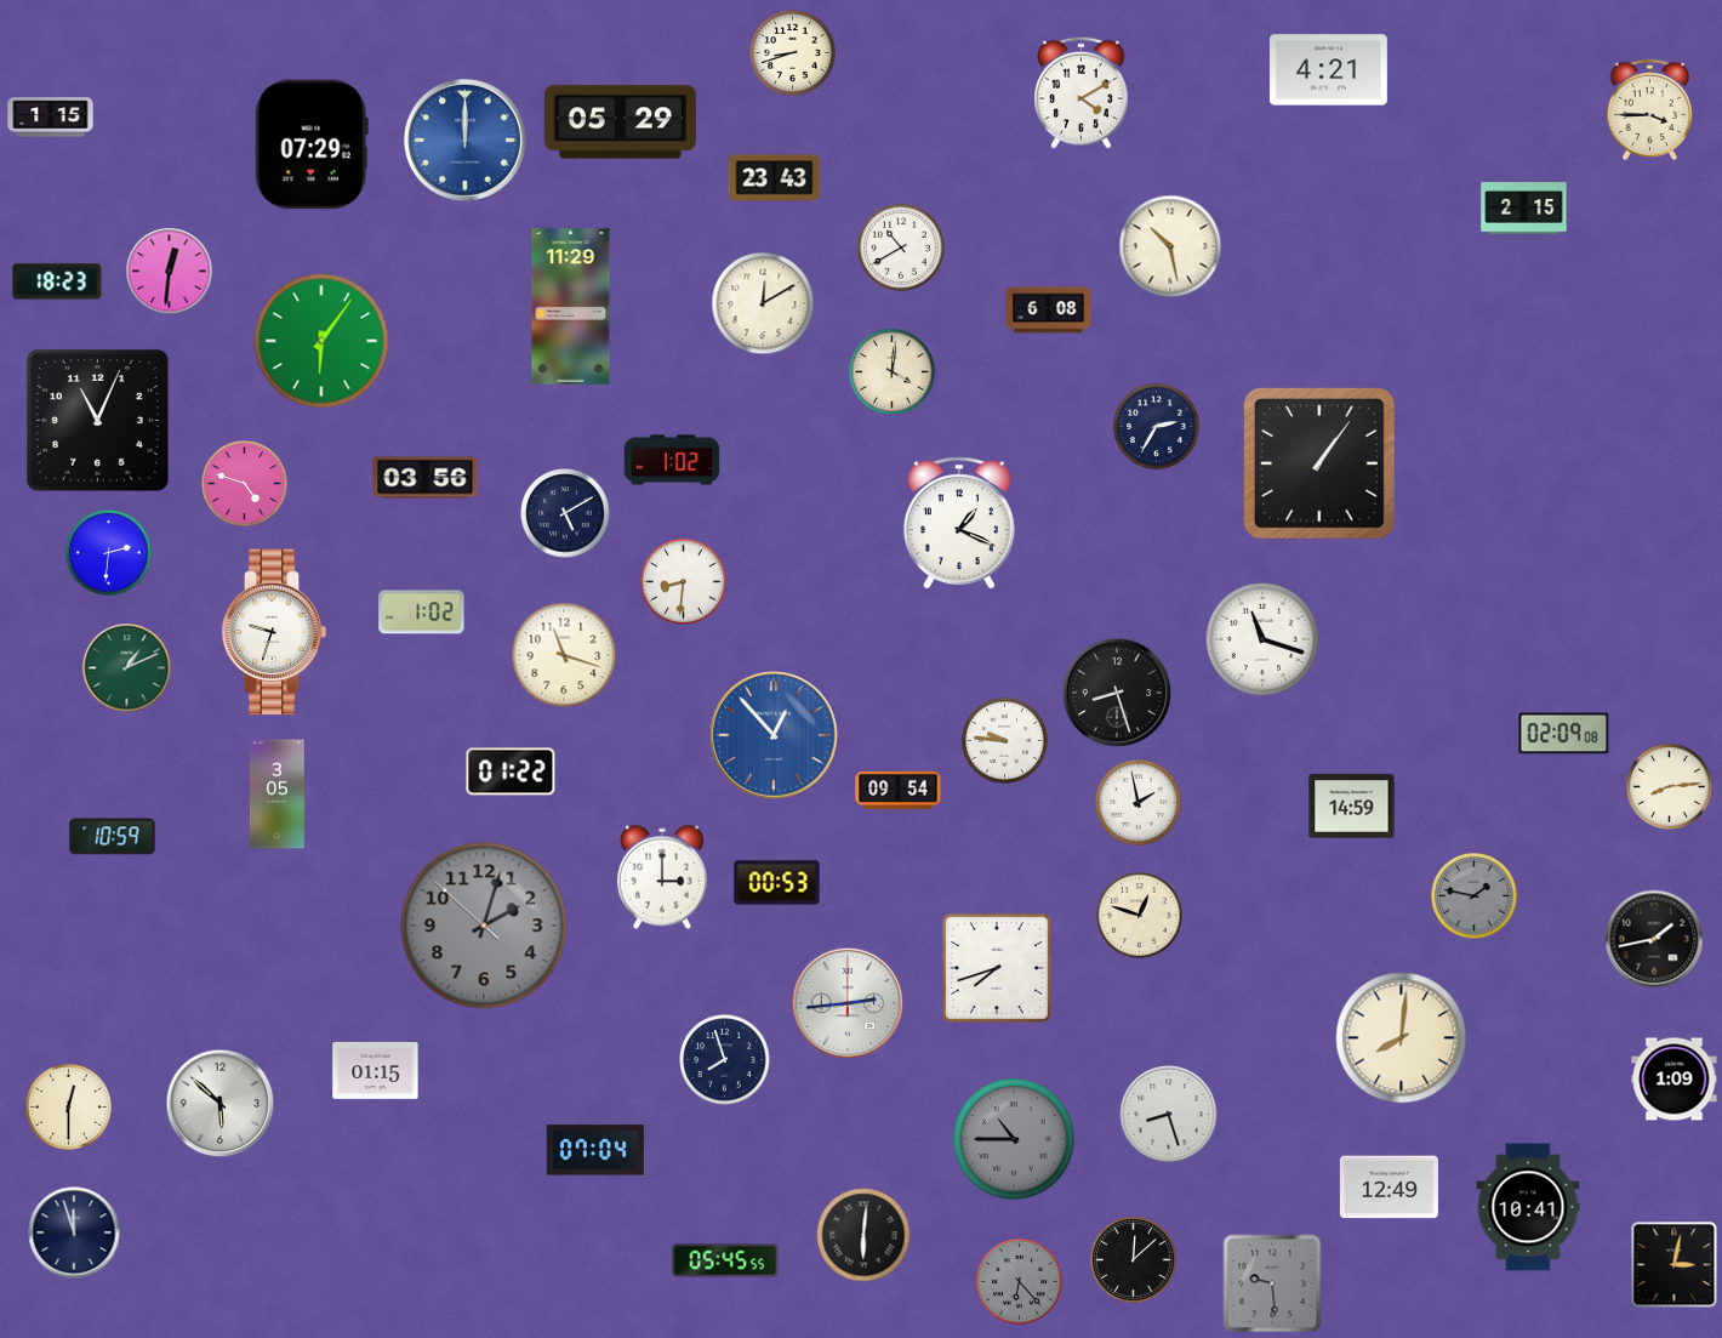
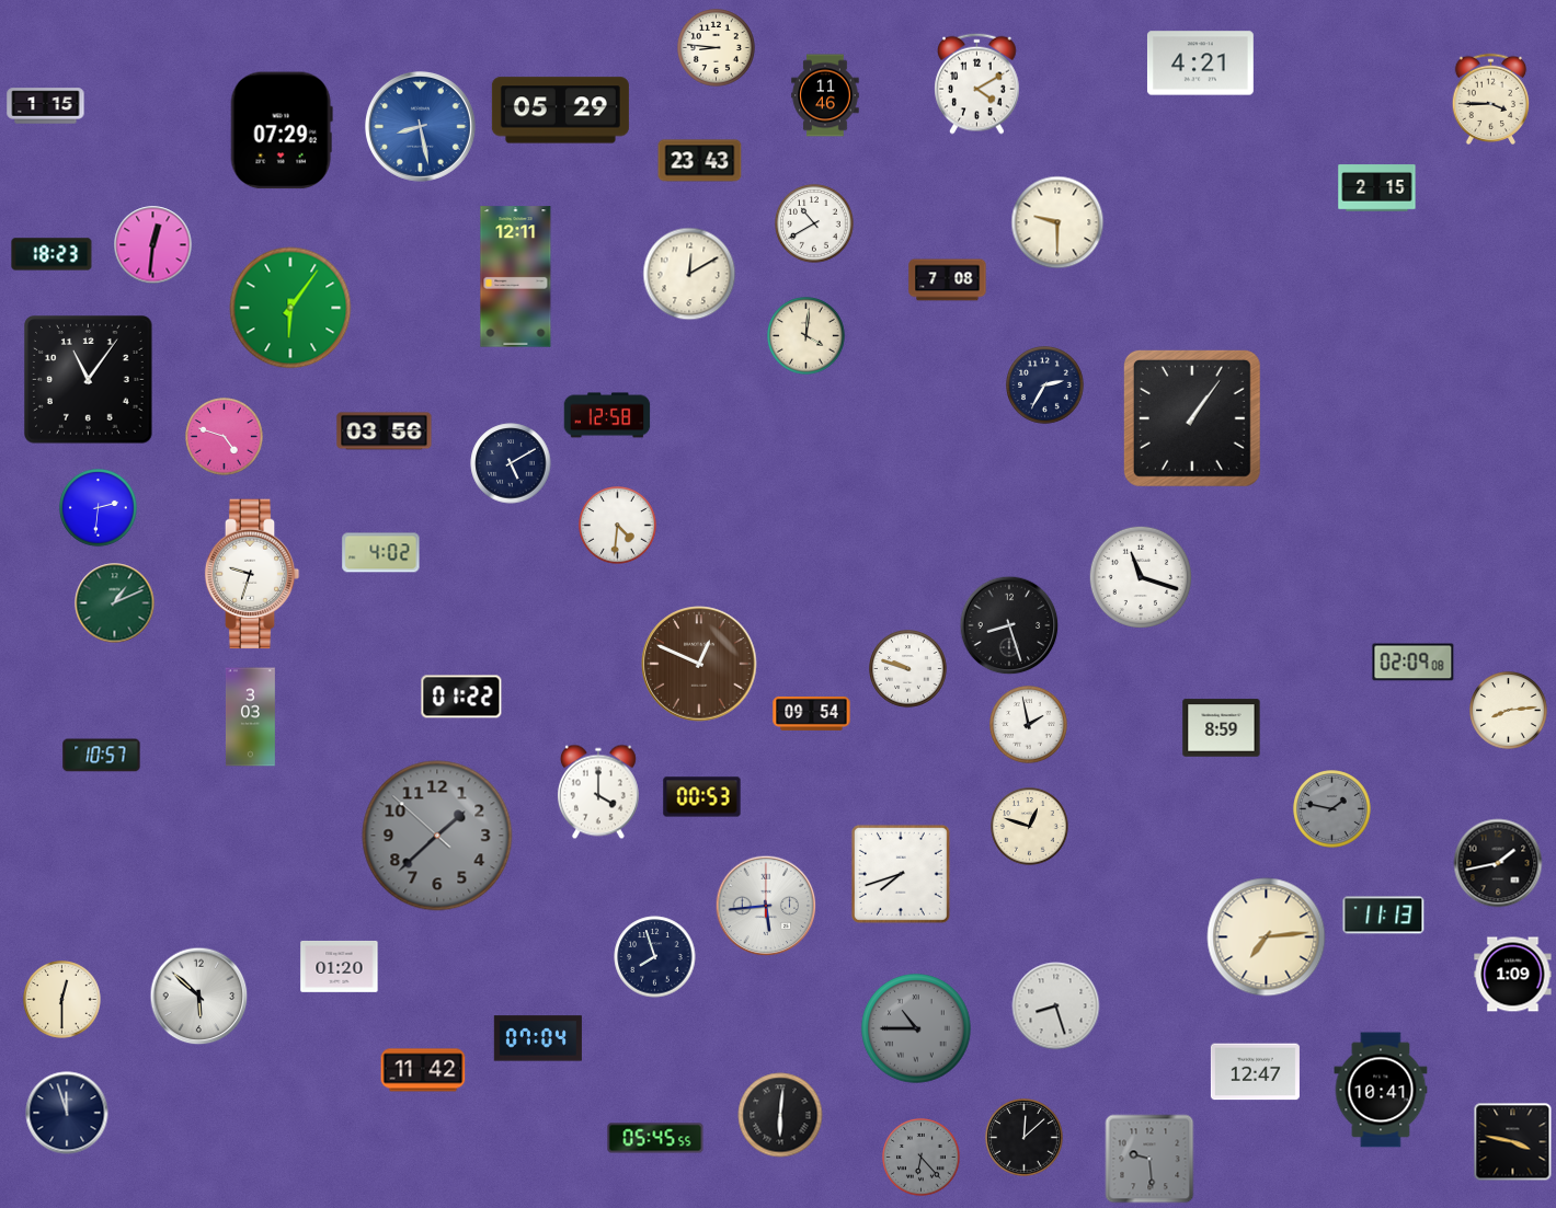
clock at (793, 53): 8:42 -> 8:46
clock at (825, 95): none -> 11:46
clock at (464, 140): 12:00 -> 8:28
clock at (1170, 246): 10:28 -> 9:30
clock at (571, 307): 11:29 -> 12:11
clock at (1049, 311): 6:08 -> 7:08
clock at (98, 421): 11:04 -> 11:06
clock at (672, 460): 1:02 -> 12:58
clock at (245, 484) position: (245, 484) -> (225, 437)
clock at (959, 523): 1:19 -> none
clock at (109, 553) position: (109, 553) -> (99, 508)
clock at (684, 582): 8:31 -> 4:31
clock at (422, 613): 1:02 -> 4:02
clock at (274, 632) position: (274, 632) -> (252, 574)
clock at (564, 655): 11:18 -> none
clock at (774, 735): 12:53 -> 12:49
clock at (774, 735) dial: blue -> brown
clock at (1005, 741): 9:46 -> 9:48
clock at (276, 795): 3:05 -> 3:03
clock at (1352, 807): 14:59 -> 8:59
clock at (113, 837): 10:59 -> 10:57
clock at (662, 877): 3:00 -> 4:00
clock at (484, 926): 2:02 -> 1:37
clock at (1654, 939) position: (1654, 939) -> (1498, 863)
clock at (848, 1003): 2:44 -> 5:44
clock at (1384, 916): none -> 11:13
clock at (1402, 1038): 8:01 -> 7:14
clock at (376, 1070): 01:15 -> 01:20
clock at (423, 1070): none -> 11:42
clock at (1389, 1188): 12:49 -> 12:47
clock at (1675, 1265): 3:02 -> 3:47
